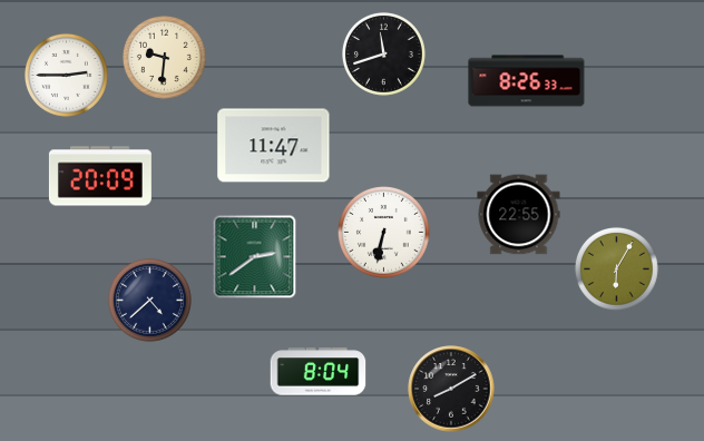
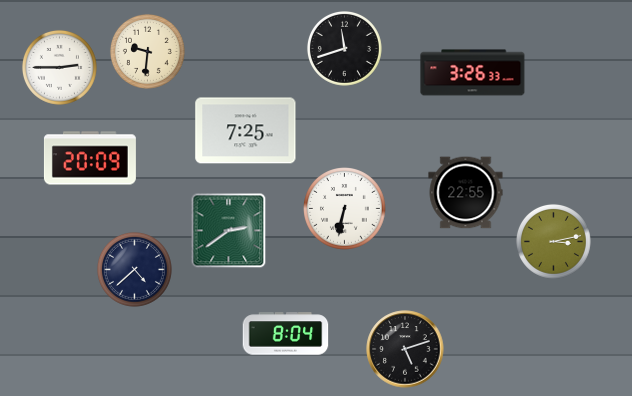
clock at (527, 81): 8:26 -> 3:26
clock at (274, 146): 11:47 -> 7:25
clock at (616, 268): 6:05 -> 3:13
clock at (451, 389): 8:10 -> 5:12
